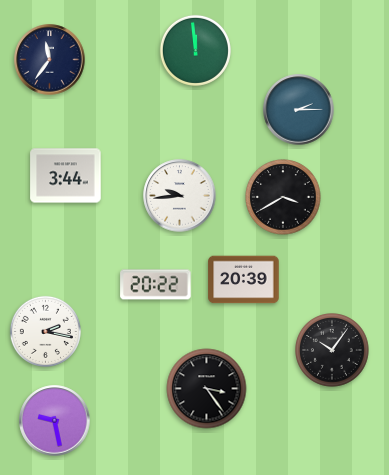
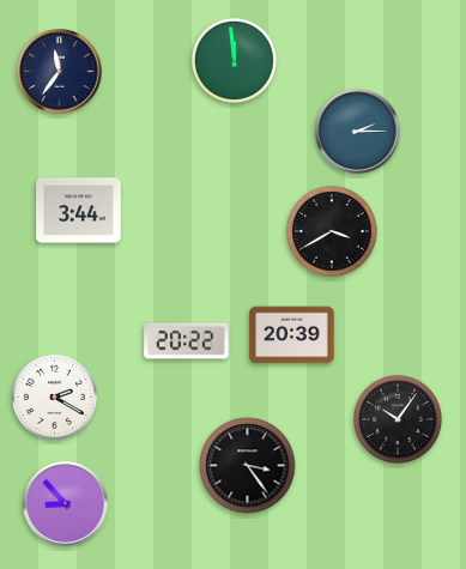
clock at (180, 196): 9:44 -> none
clock at (283, 197) position: (283, 197) -> (332, 231)
clock at (45, 331): 2:17 -> 2:20
clock at (55, 421): 9:28 -> 8:53
